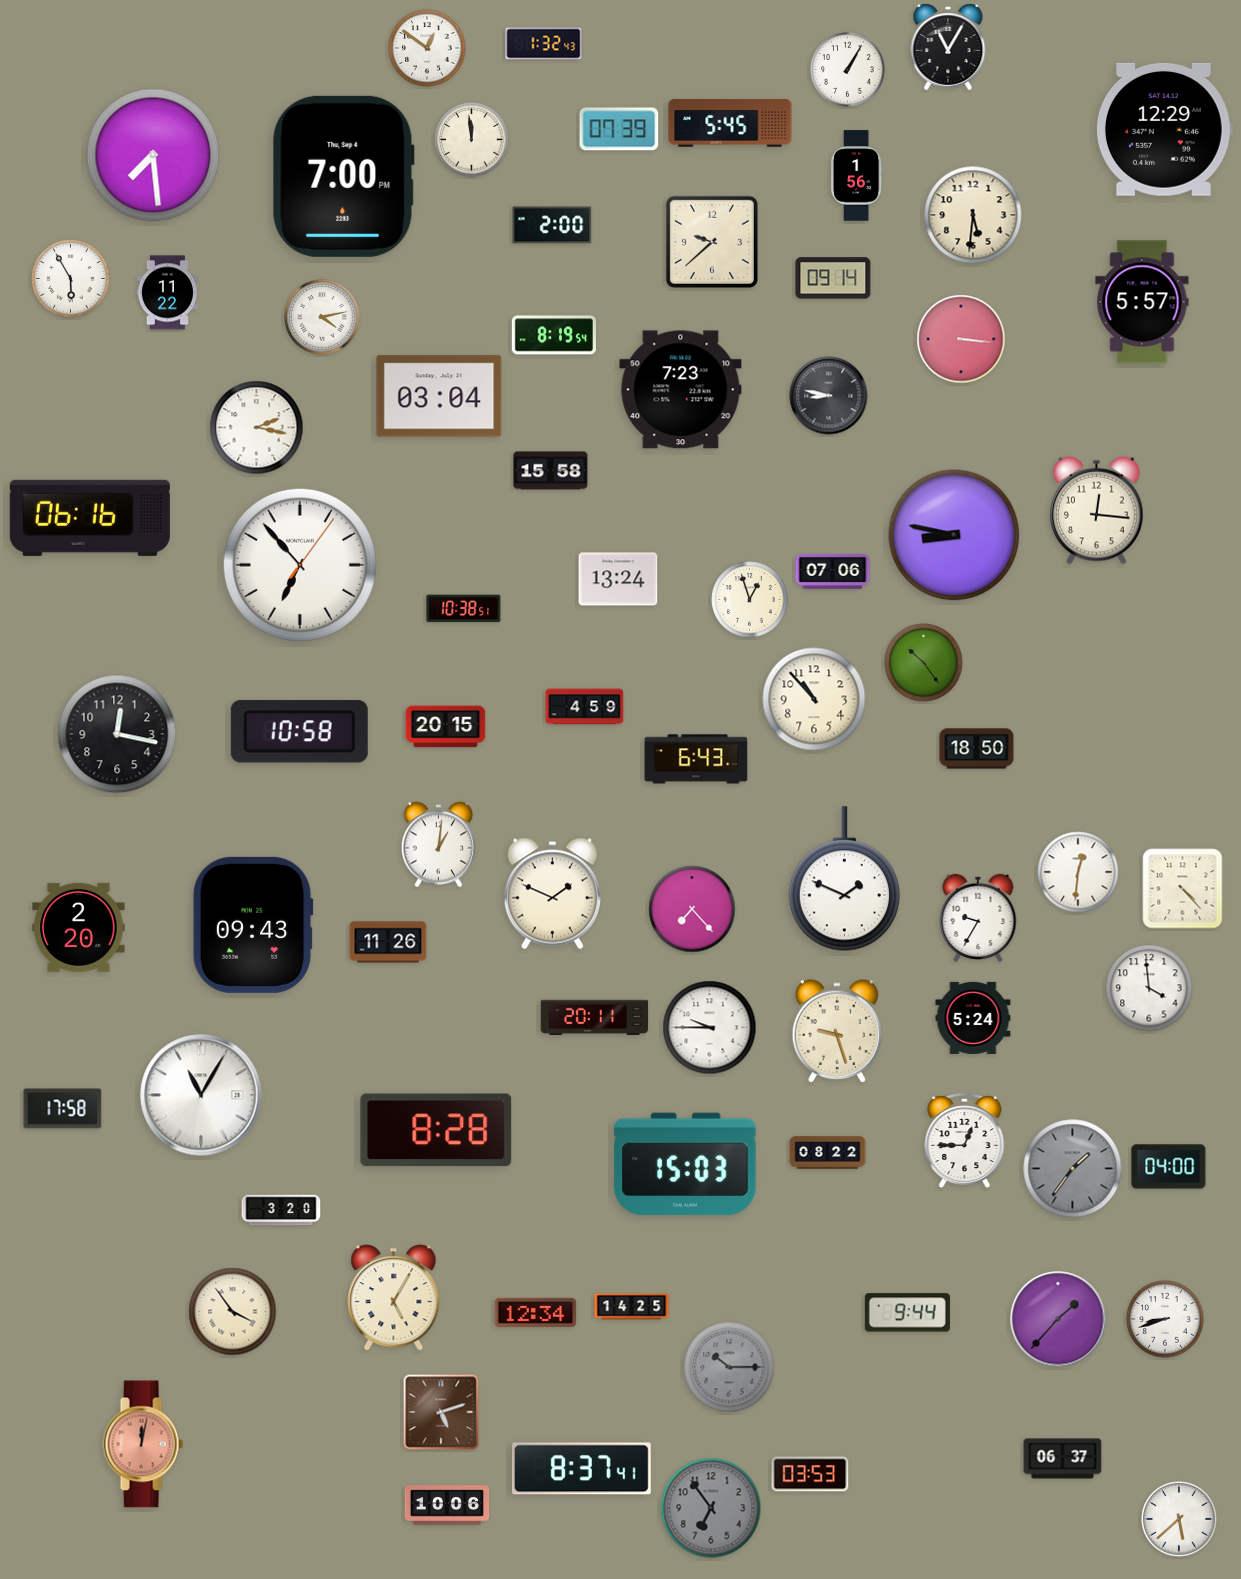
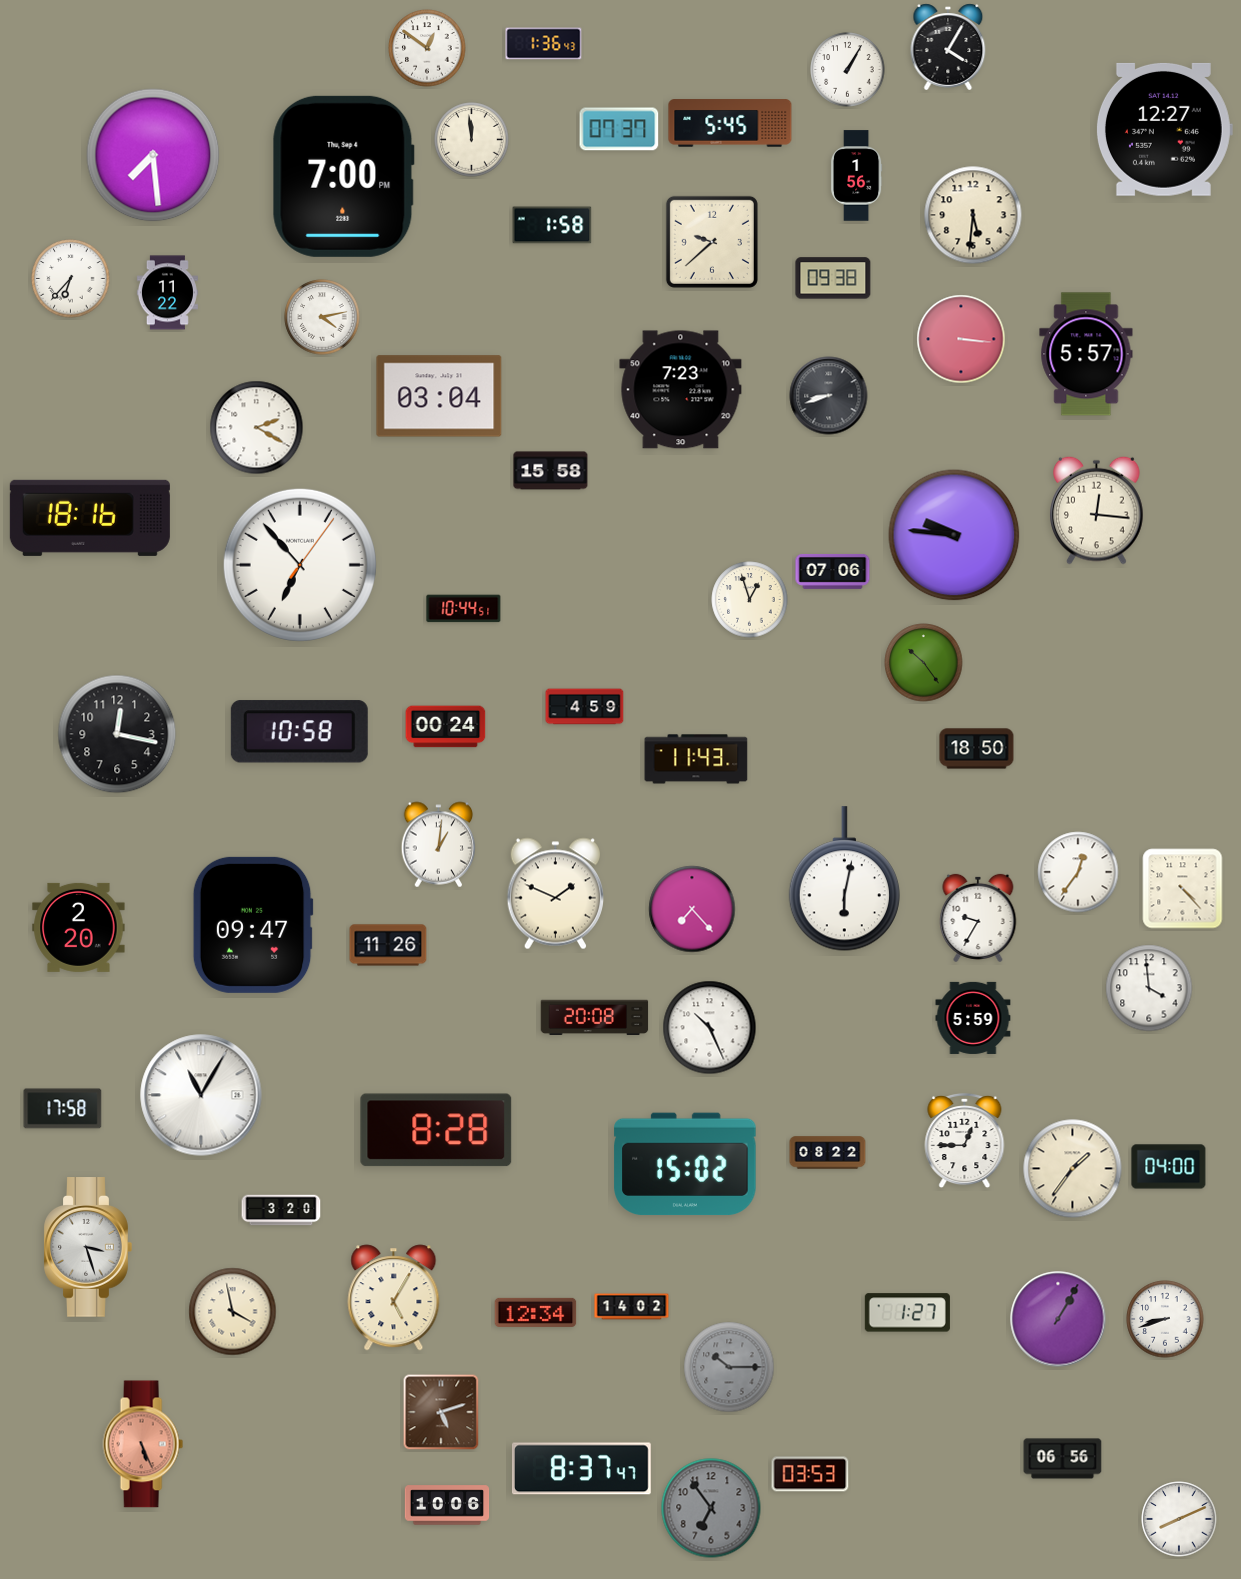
clock at (544, 44): 1:32 -> 1:36
clock at (948, 47): 11:05 -> 4:05
clock at (619, 129): 07:39 -> 07:37
clock at (1164, 129): 12:29 -> 12:27
clock at (552, 225): 2:00 -> 1:58
clock at (833, 278): 09:14 -> 09:38
clock at (71, 279): 5:55 -> 6:37
clock at (1142, 302) position: (1142, 302) -> (1086, 354)
clock at (554, 335): 8:19 -> none
clock at (829, 396): 8:47 -> 8:42
clock at (257, 428): 2:17 -> 2:20
clock at (90, 518): 06:16 -> 18:16
clock at (954, 535): 8:47 -> 9:46
clock at (618, 579): 13:24 -> none
clock at (464, 609): 10:38 -> 10:44
clock at (814, 699): 10:53 -> none
clock at (446, 727): 20:15 -> 00:24
clock at (696, 759): 6:43 -> 11:43
clock at (1078, 872): 12:31 -> 12:36
clock at (844, 879): 1:49 -> 6:02
clock at (552, 894) position: (552, 894) -> (555, 894)
clock at (253, 925): 09:43 -> 09:47
clock at (388, 942) position: (388, 942) -> (388, 945)
clock at (595, 1017): 20:11 -> 20:08
clock at (973, 1018): 5:24 -> 5:59
clock at (710, 1028): 9:45 -> 10:26
clock at (837, 1030): 9:27 -> none
clock at (685, 1164): 15:03 -> 15:02
clock at (1073, 1169) dial: grey -> cream
clock at (88, 1247): none -> 3:27
clock at (632, 1307): 14:25 -> 14:02
clock at (233, 1312): 3:54 -> 3:58
clock at (907, 1313): 9:44 -> 1:27
clock at (1058, 1319): 1:37 -> 1:05
clock at (143, 1444): 12:02 -> 5:26
clock at (1063, 1459): 06:37 -> 06:56
clock at (582, 1469): 8:37:41 -> 8:37:47
clock at (1179, 1519): 5:38 -> 8:11
